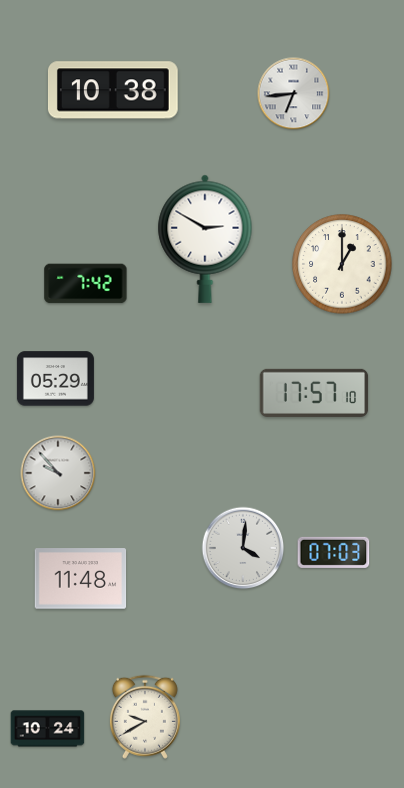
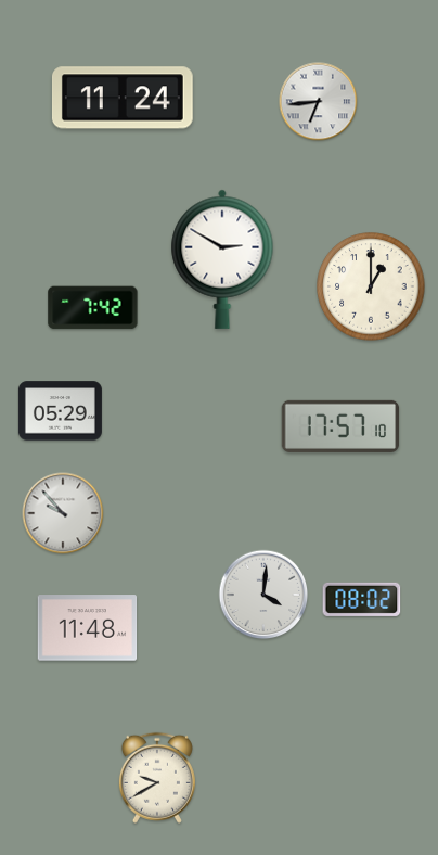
clock at (113, 90): 10:38 -> 11:24
clock at (334, 552): 07:03 -> 08:02
clock at (48, 729): 10:24 -> none
